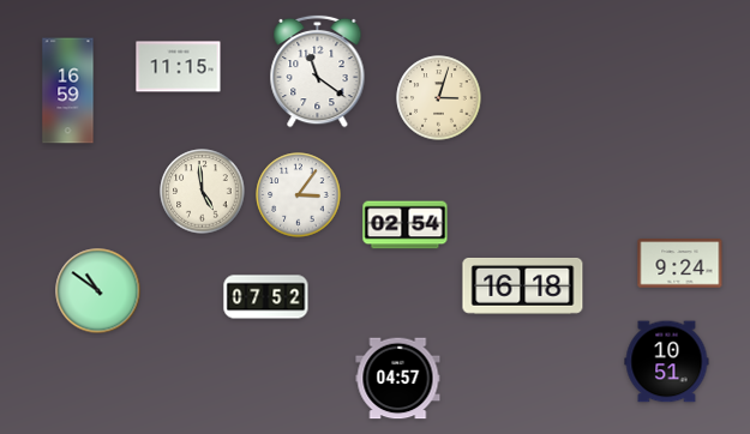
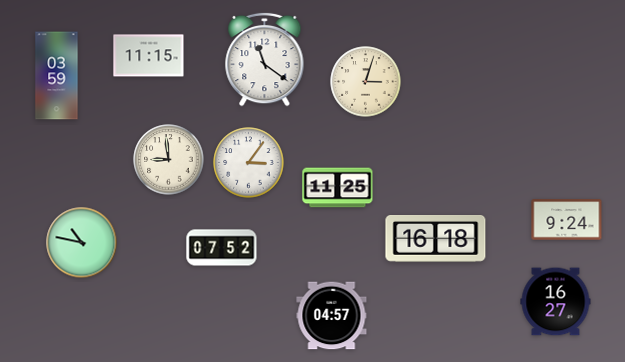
clock at (68, 91): 16:59 -> 03:59
clock at (203, 192): 4:59 -> 8:59
clock at (406, 225): 02:54 -> 11:25
clock at (98, 291): 10:51 -> 10:47
clock at (667, 362): 10:51 -> 16:27
